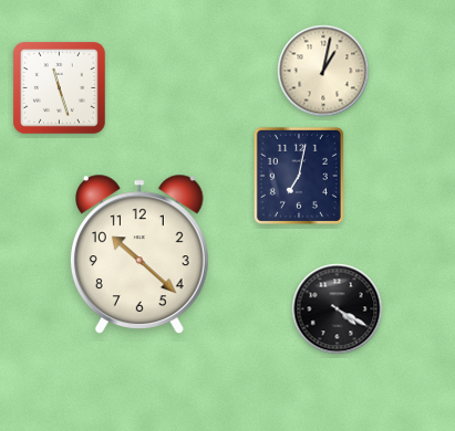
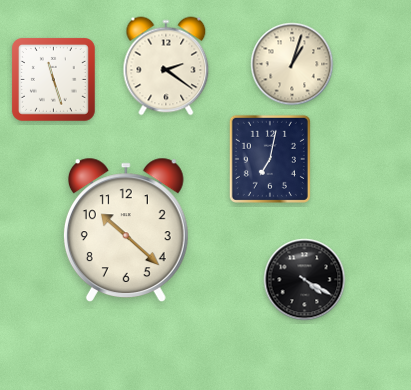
clock at (323, 71): 1:02 -> 1:03
clock at (166, 66): none -> 2:21
